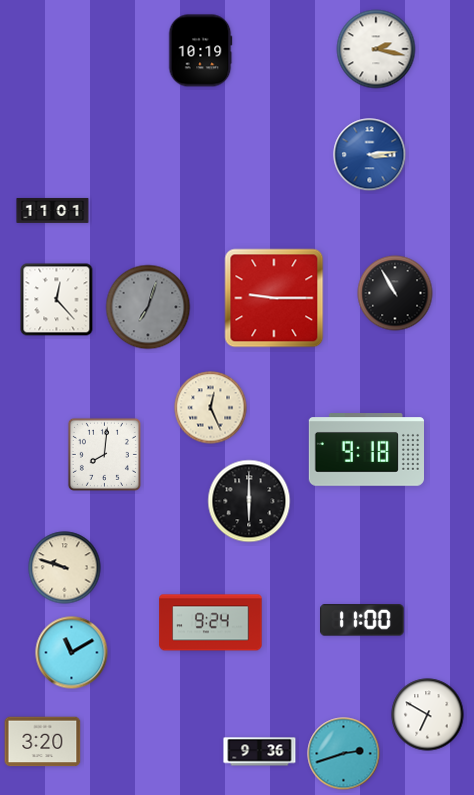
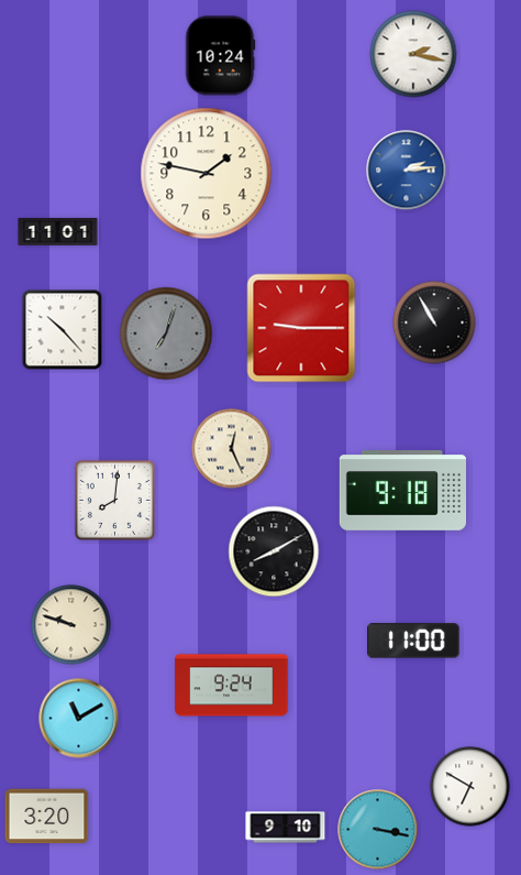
clock at (200, 51): 10:19 -> 10:24
clock at (370, 155): 3:14 -> 2:14
clock at (207, 174): none -> 1:47
clock at (57, 300): 12:23 -> 10:23
clock at (148, 307) position: (148, 307) -> (166, 333)
clock at (366, 450) position: (366, 450) -> (402, 491)
clock at (249, 501): 6:00 -> 8:10
clock at (362, 620) position: (362, 620) -> (413, 641)
clock at (260, 752): 9:36 -> 9:10
clock at (344, 754): 2:42 -> 3:17
